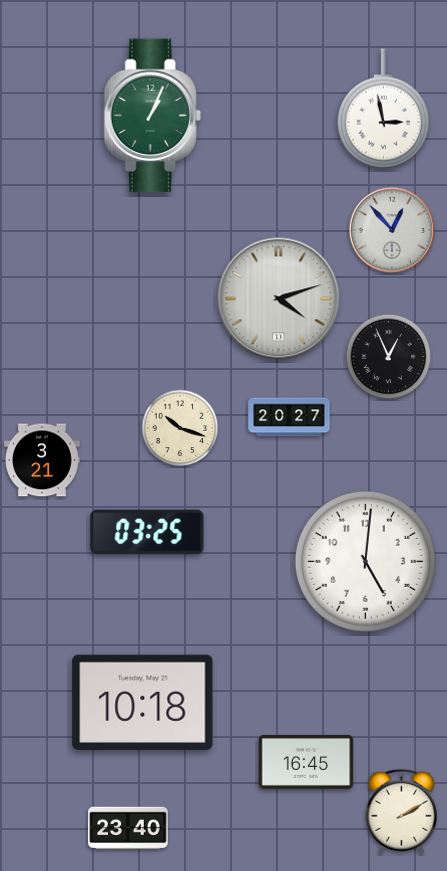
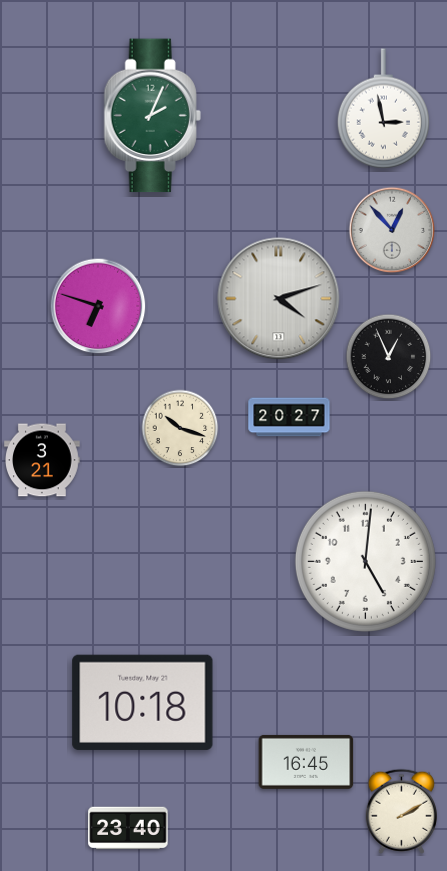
clock at (152, 116): 1:04 -> 2:04
clock at (98, 306): none -> 6:48
clock at (147, 532): 03:25 -> none
